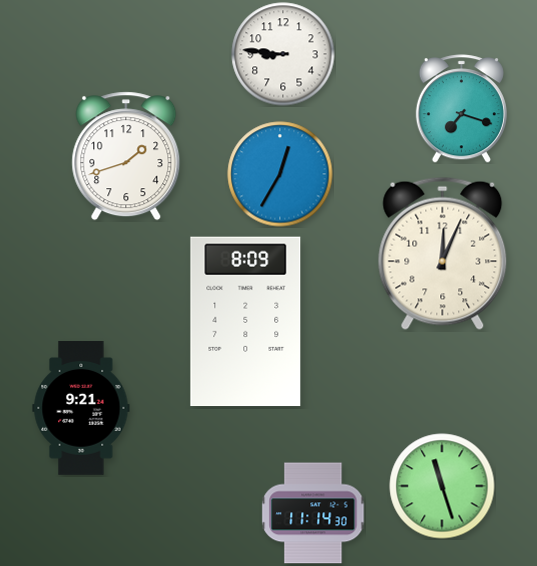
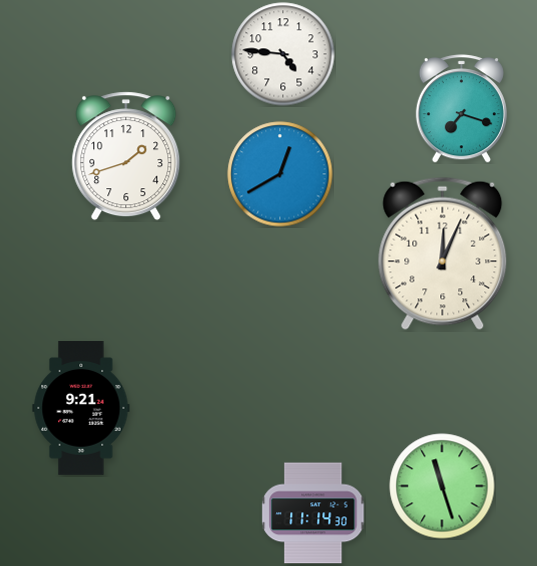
clock at (283, 54): 8:46 -> 4:46
clock at (280, 174): 12:35 -> 12:40
clock at (246, 322): 8:09 -> none
